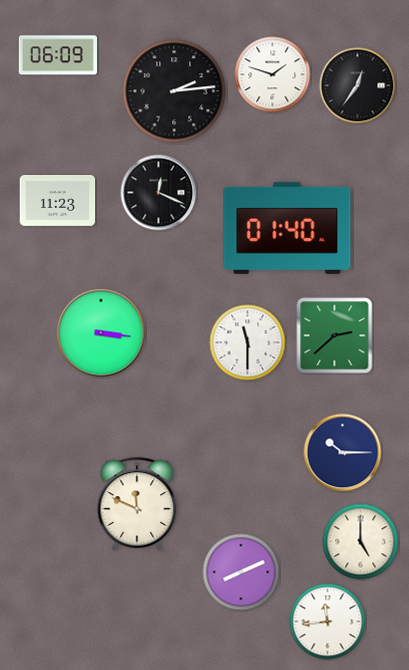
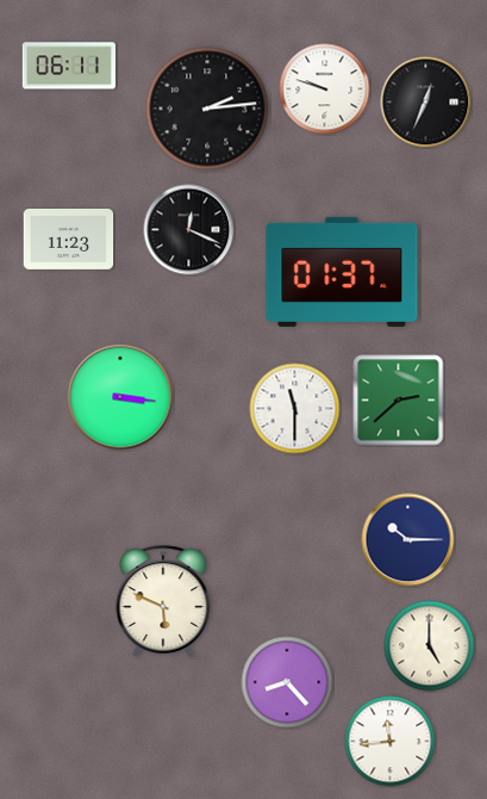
clock at (57, 55): 06:09 -> 06:11
clock at (273, 75): 1:48 -> 9:48
clock at (358, 86): 12:36 -> 12:34
clock at (287, 228): 01:40 -> 01:37
clock at (137, 504): 11:49 -> 5:49
clock at (241, 572): 8:11 -> 8:23
